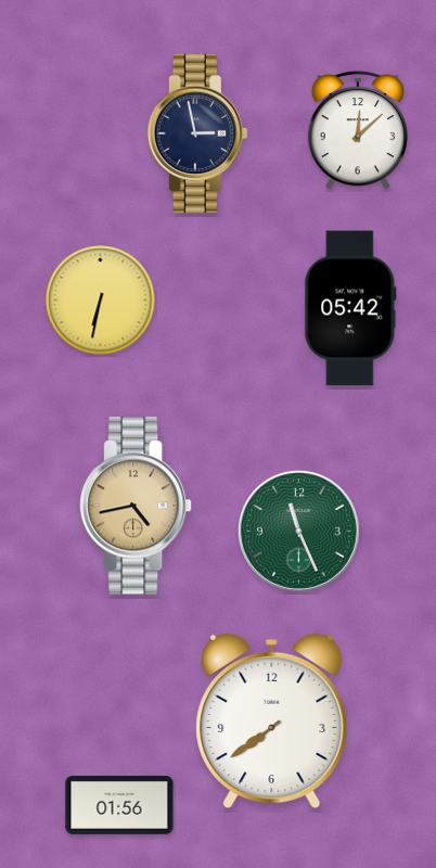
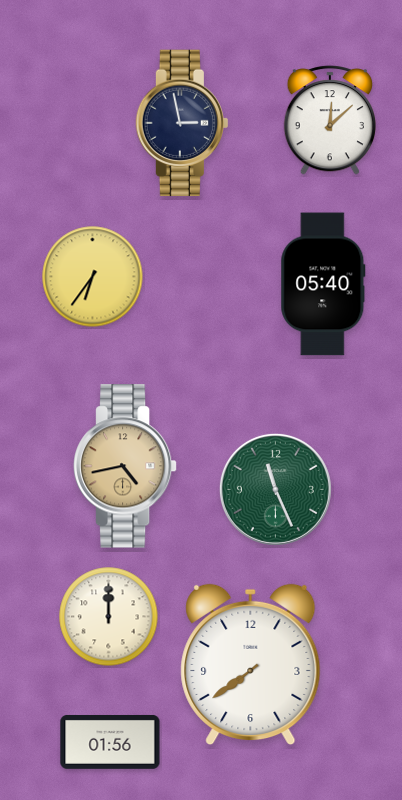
clock at (101, 301): 6:32 -> 6:36
clock at (350, 308): 05:42 -> 05:40
clock at (109, 617): none -> 12:00
